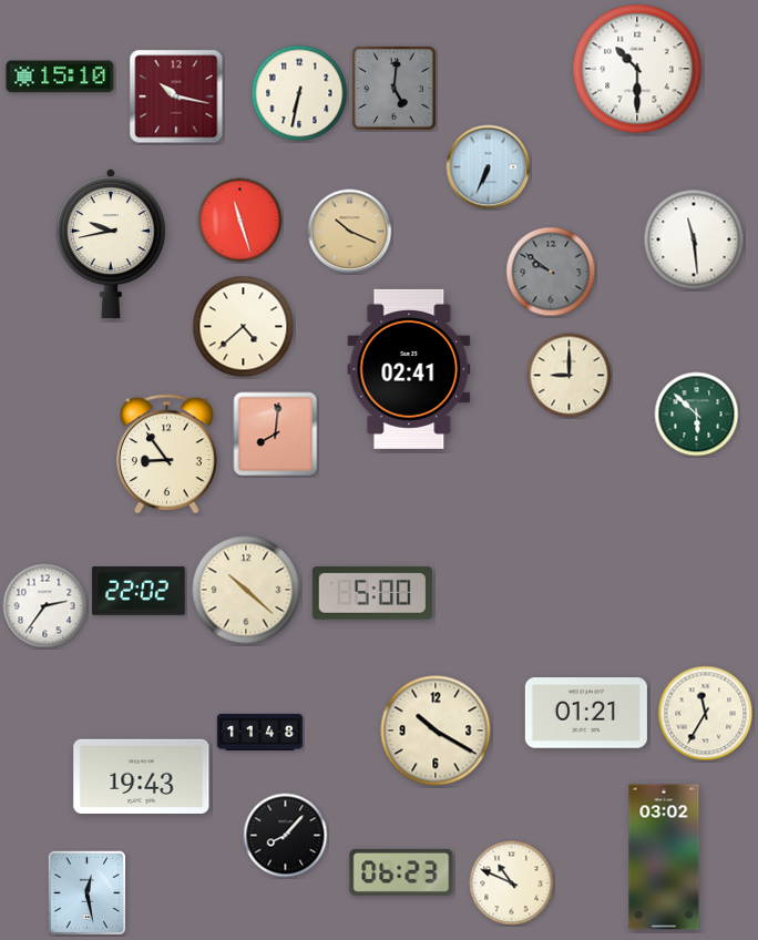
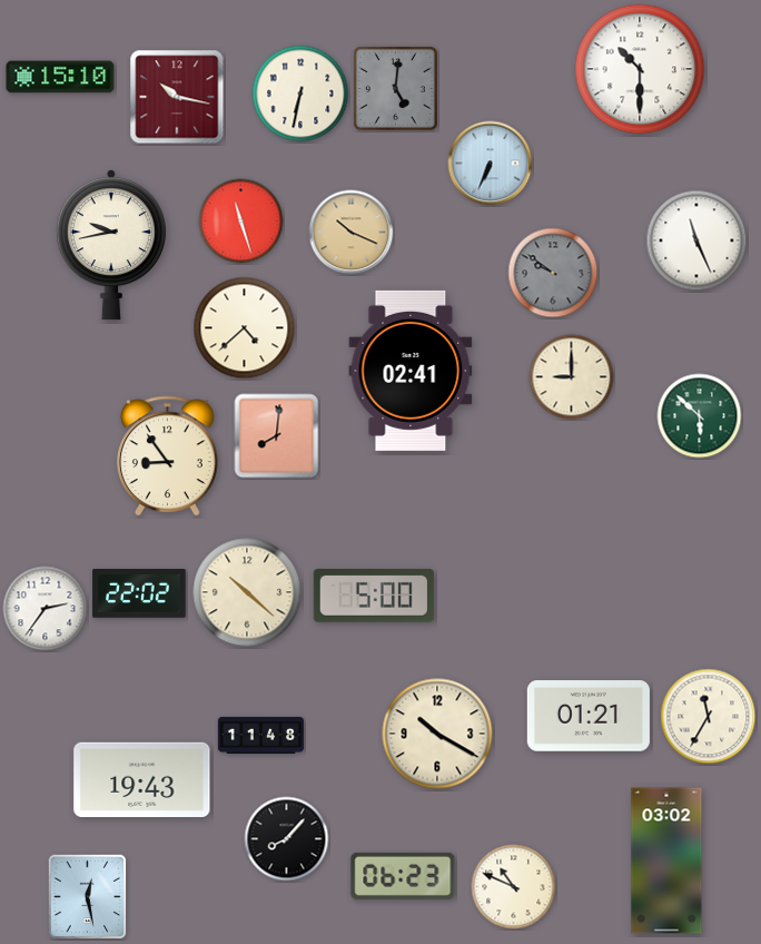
clock at (489, 167) position: (489, 167) -> (491, 164)
clock at (694, 239): 11:29 -> 11:26
